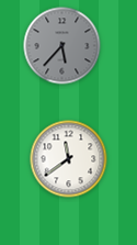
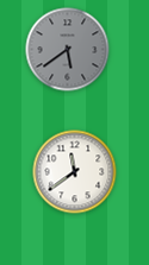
clock at (62, 46): 5:37 -> 5:39
